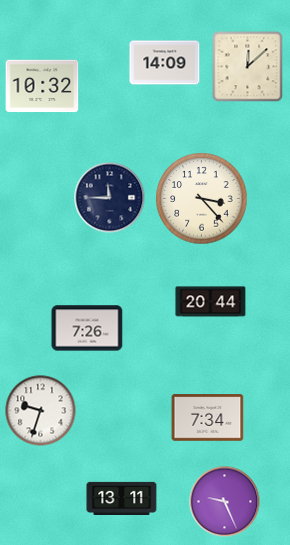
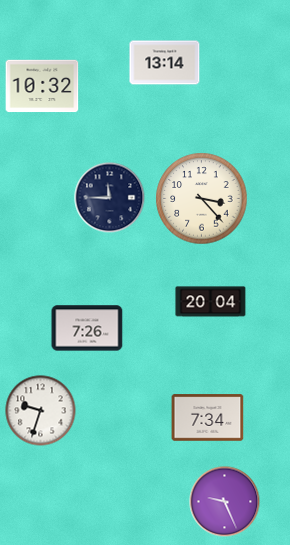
clock at (165, 63): 14:09 -> 13:14
clock at (248, 67): 12:08 -> none
clock at (211, 302): 20:44 -> 20:04
clock at (122, 498): 13:11 -> none
